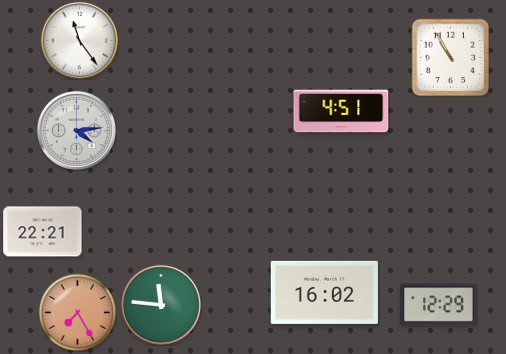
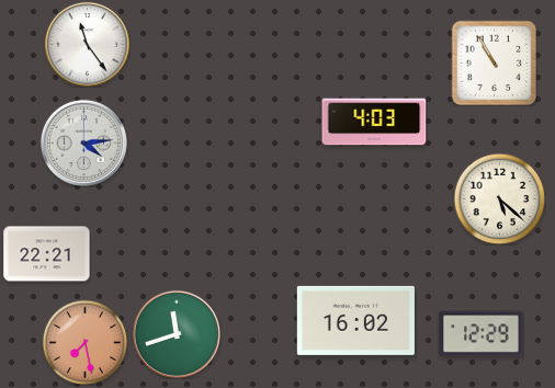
clock at (341, 111): 4:51 -> 4:03
clock at (499, 198): none -> 5:22
clock at (161, 305): 11:46 -> 11:42
clock at (77, 312): 7:25 -> 7:28
